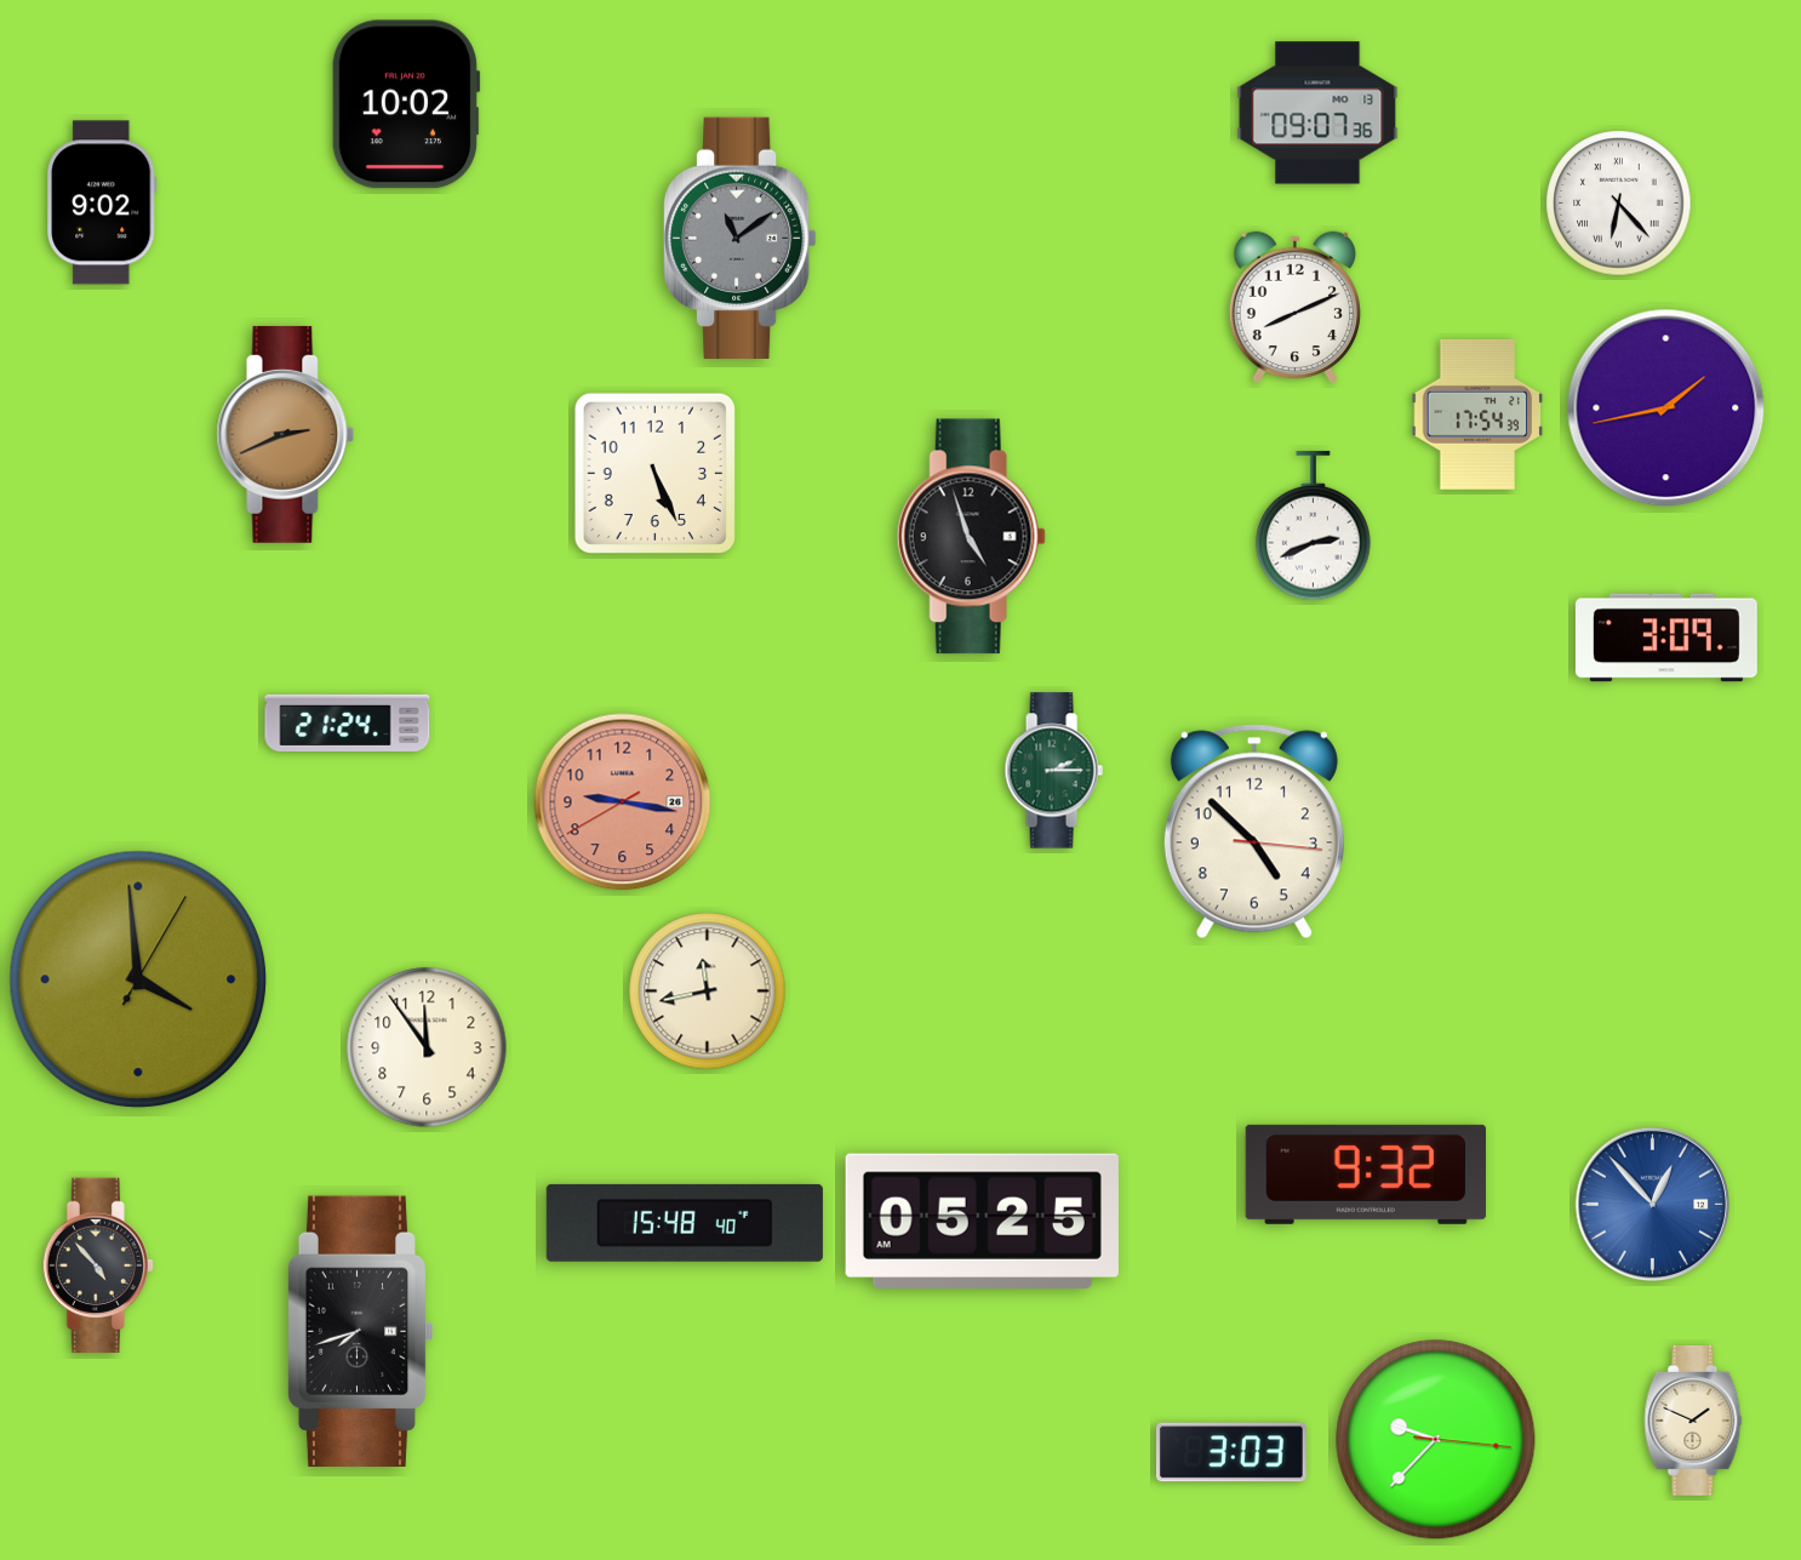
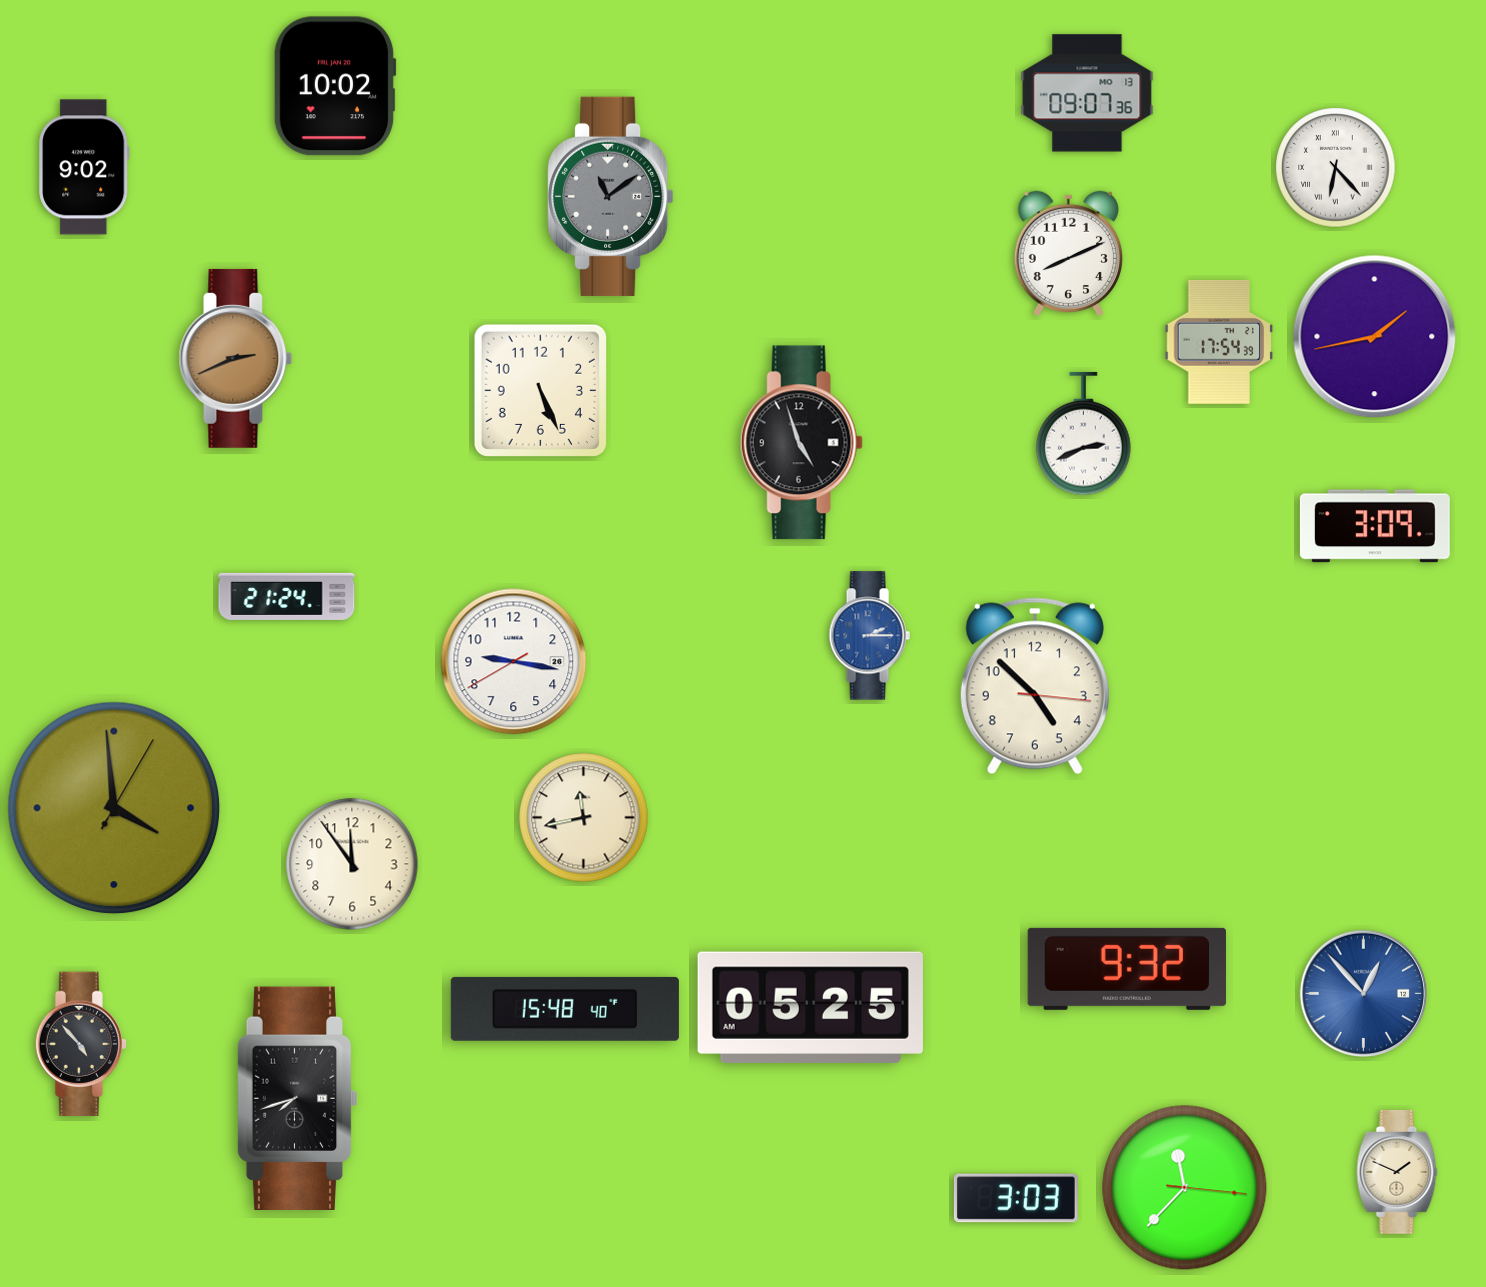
clock at (1053, 771) dial: green -> blue
clock at (623, 802) dial: salmon -> white
clock at (1436, 1440): 9:37 -> 11:37
